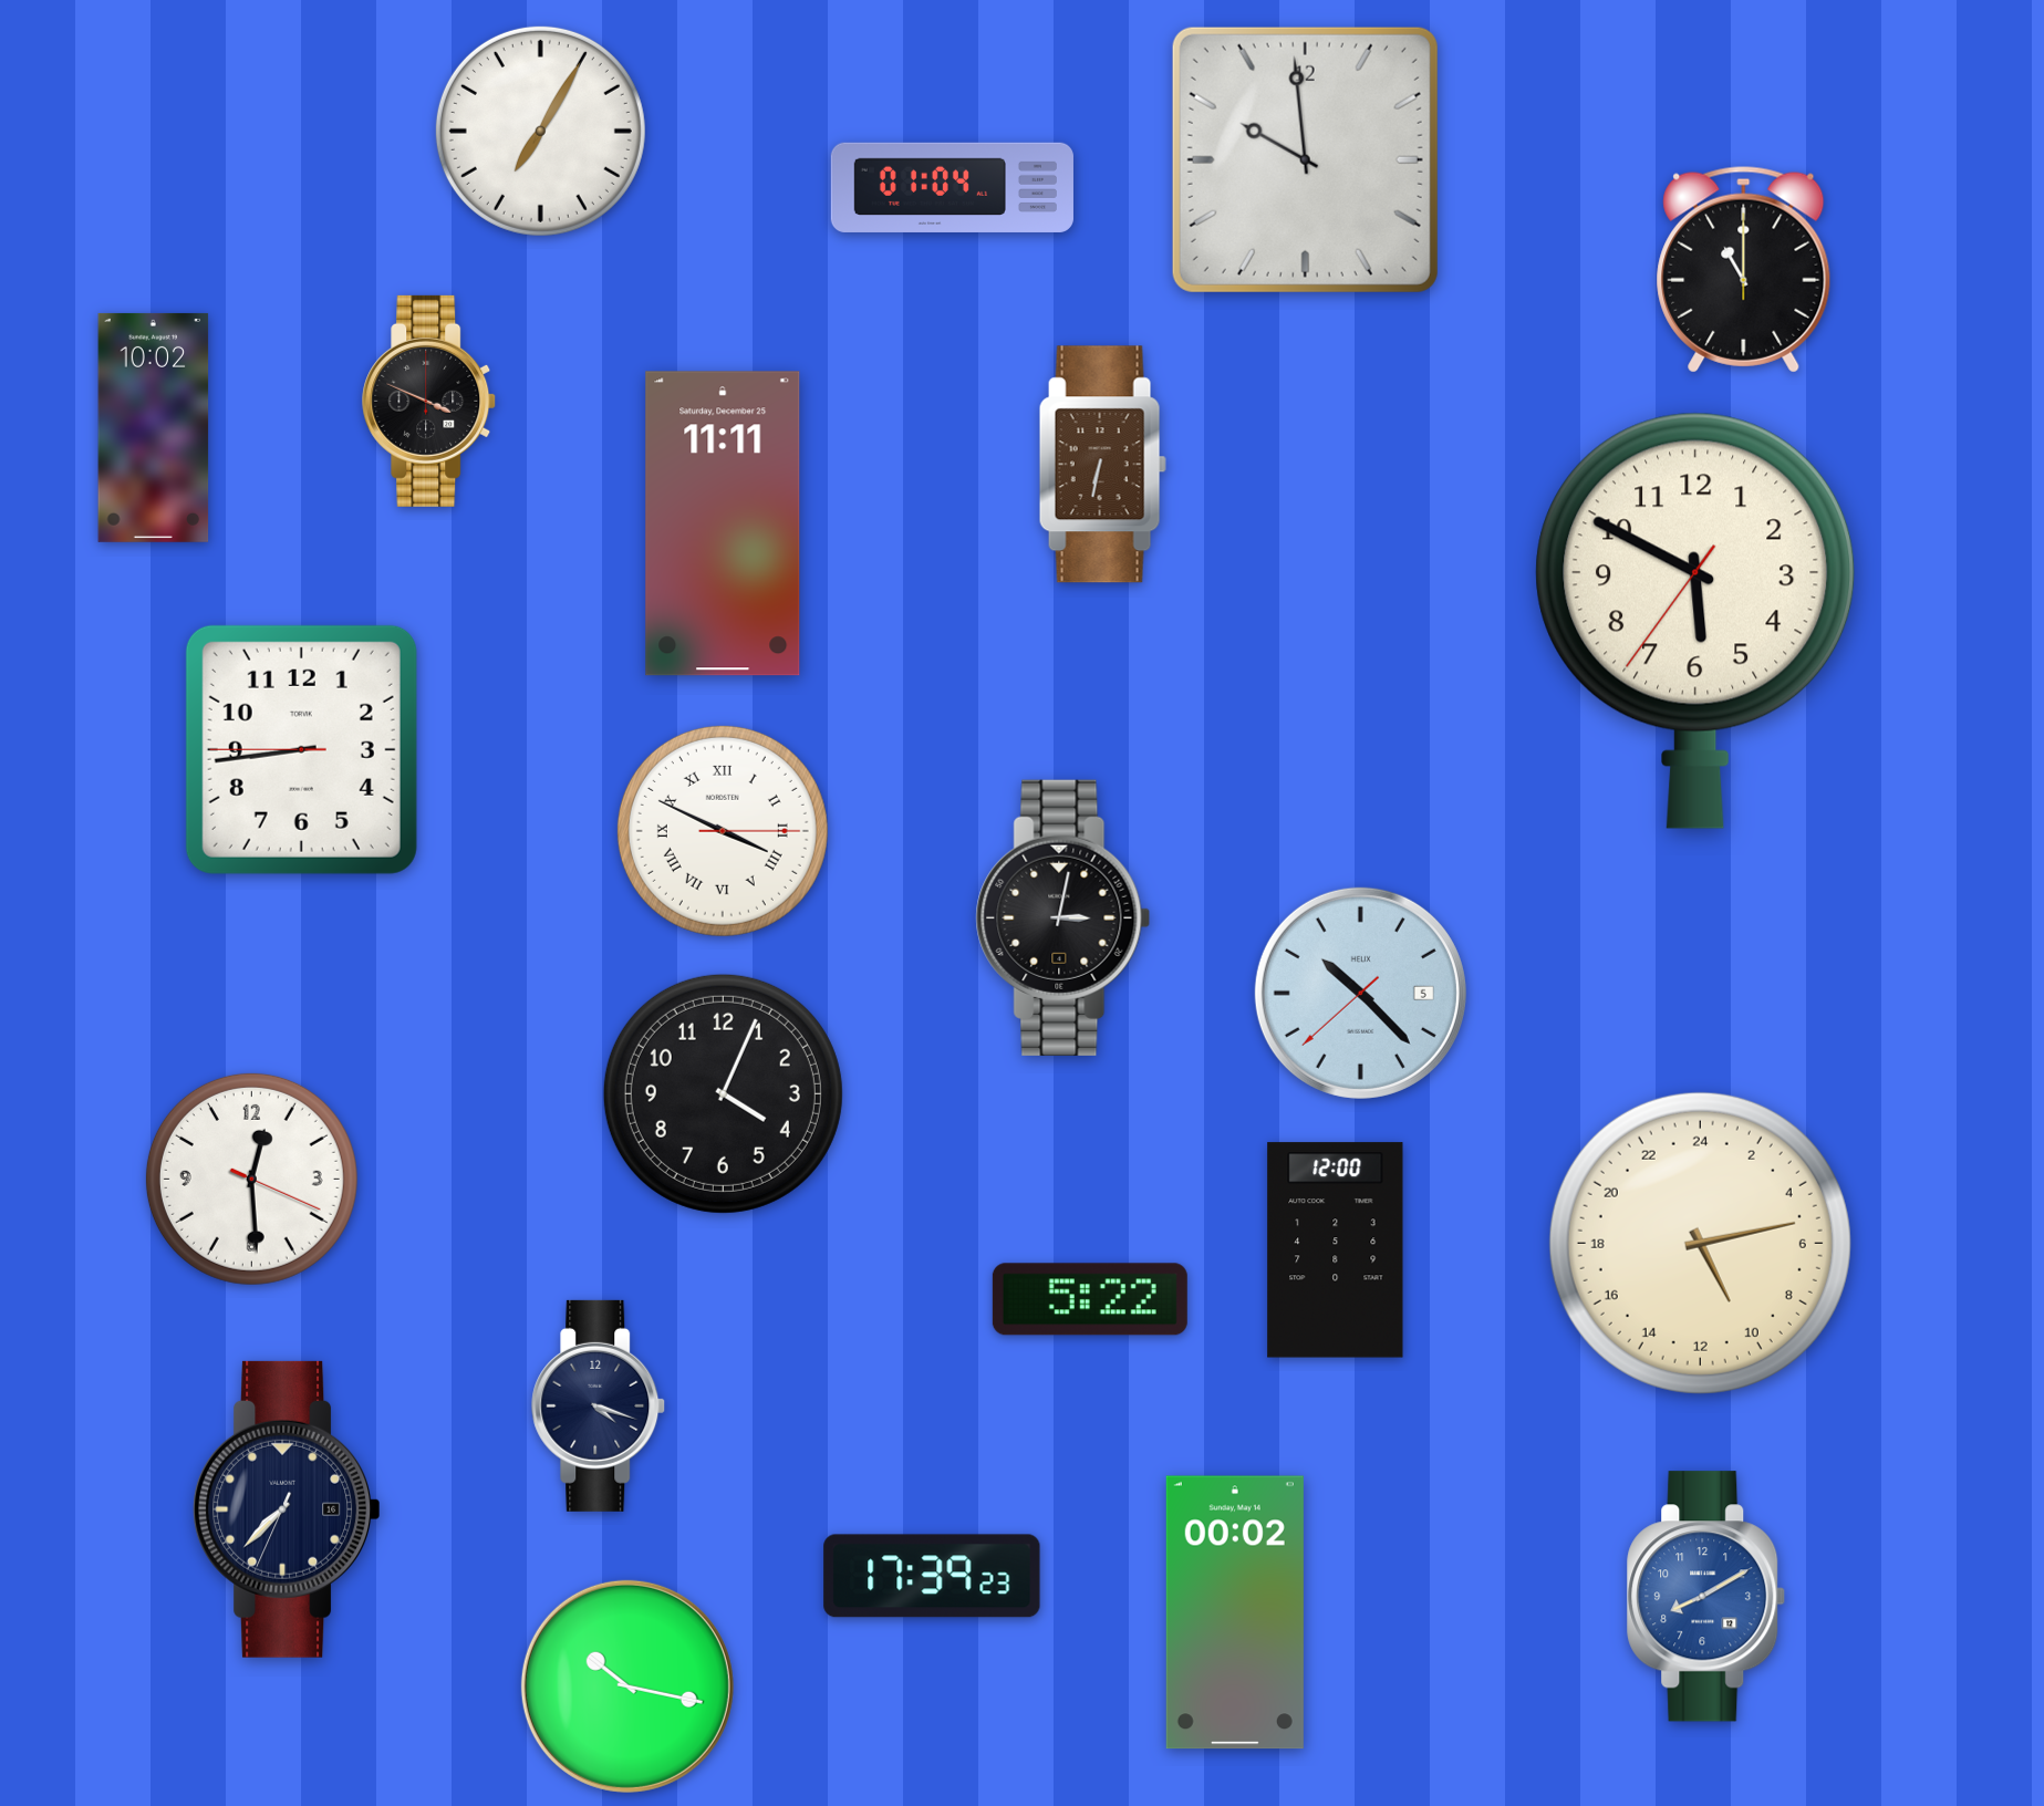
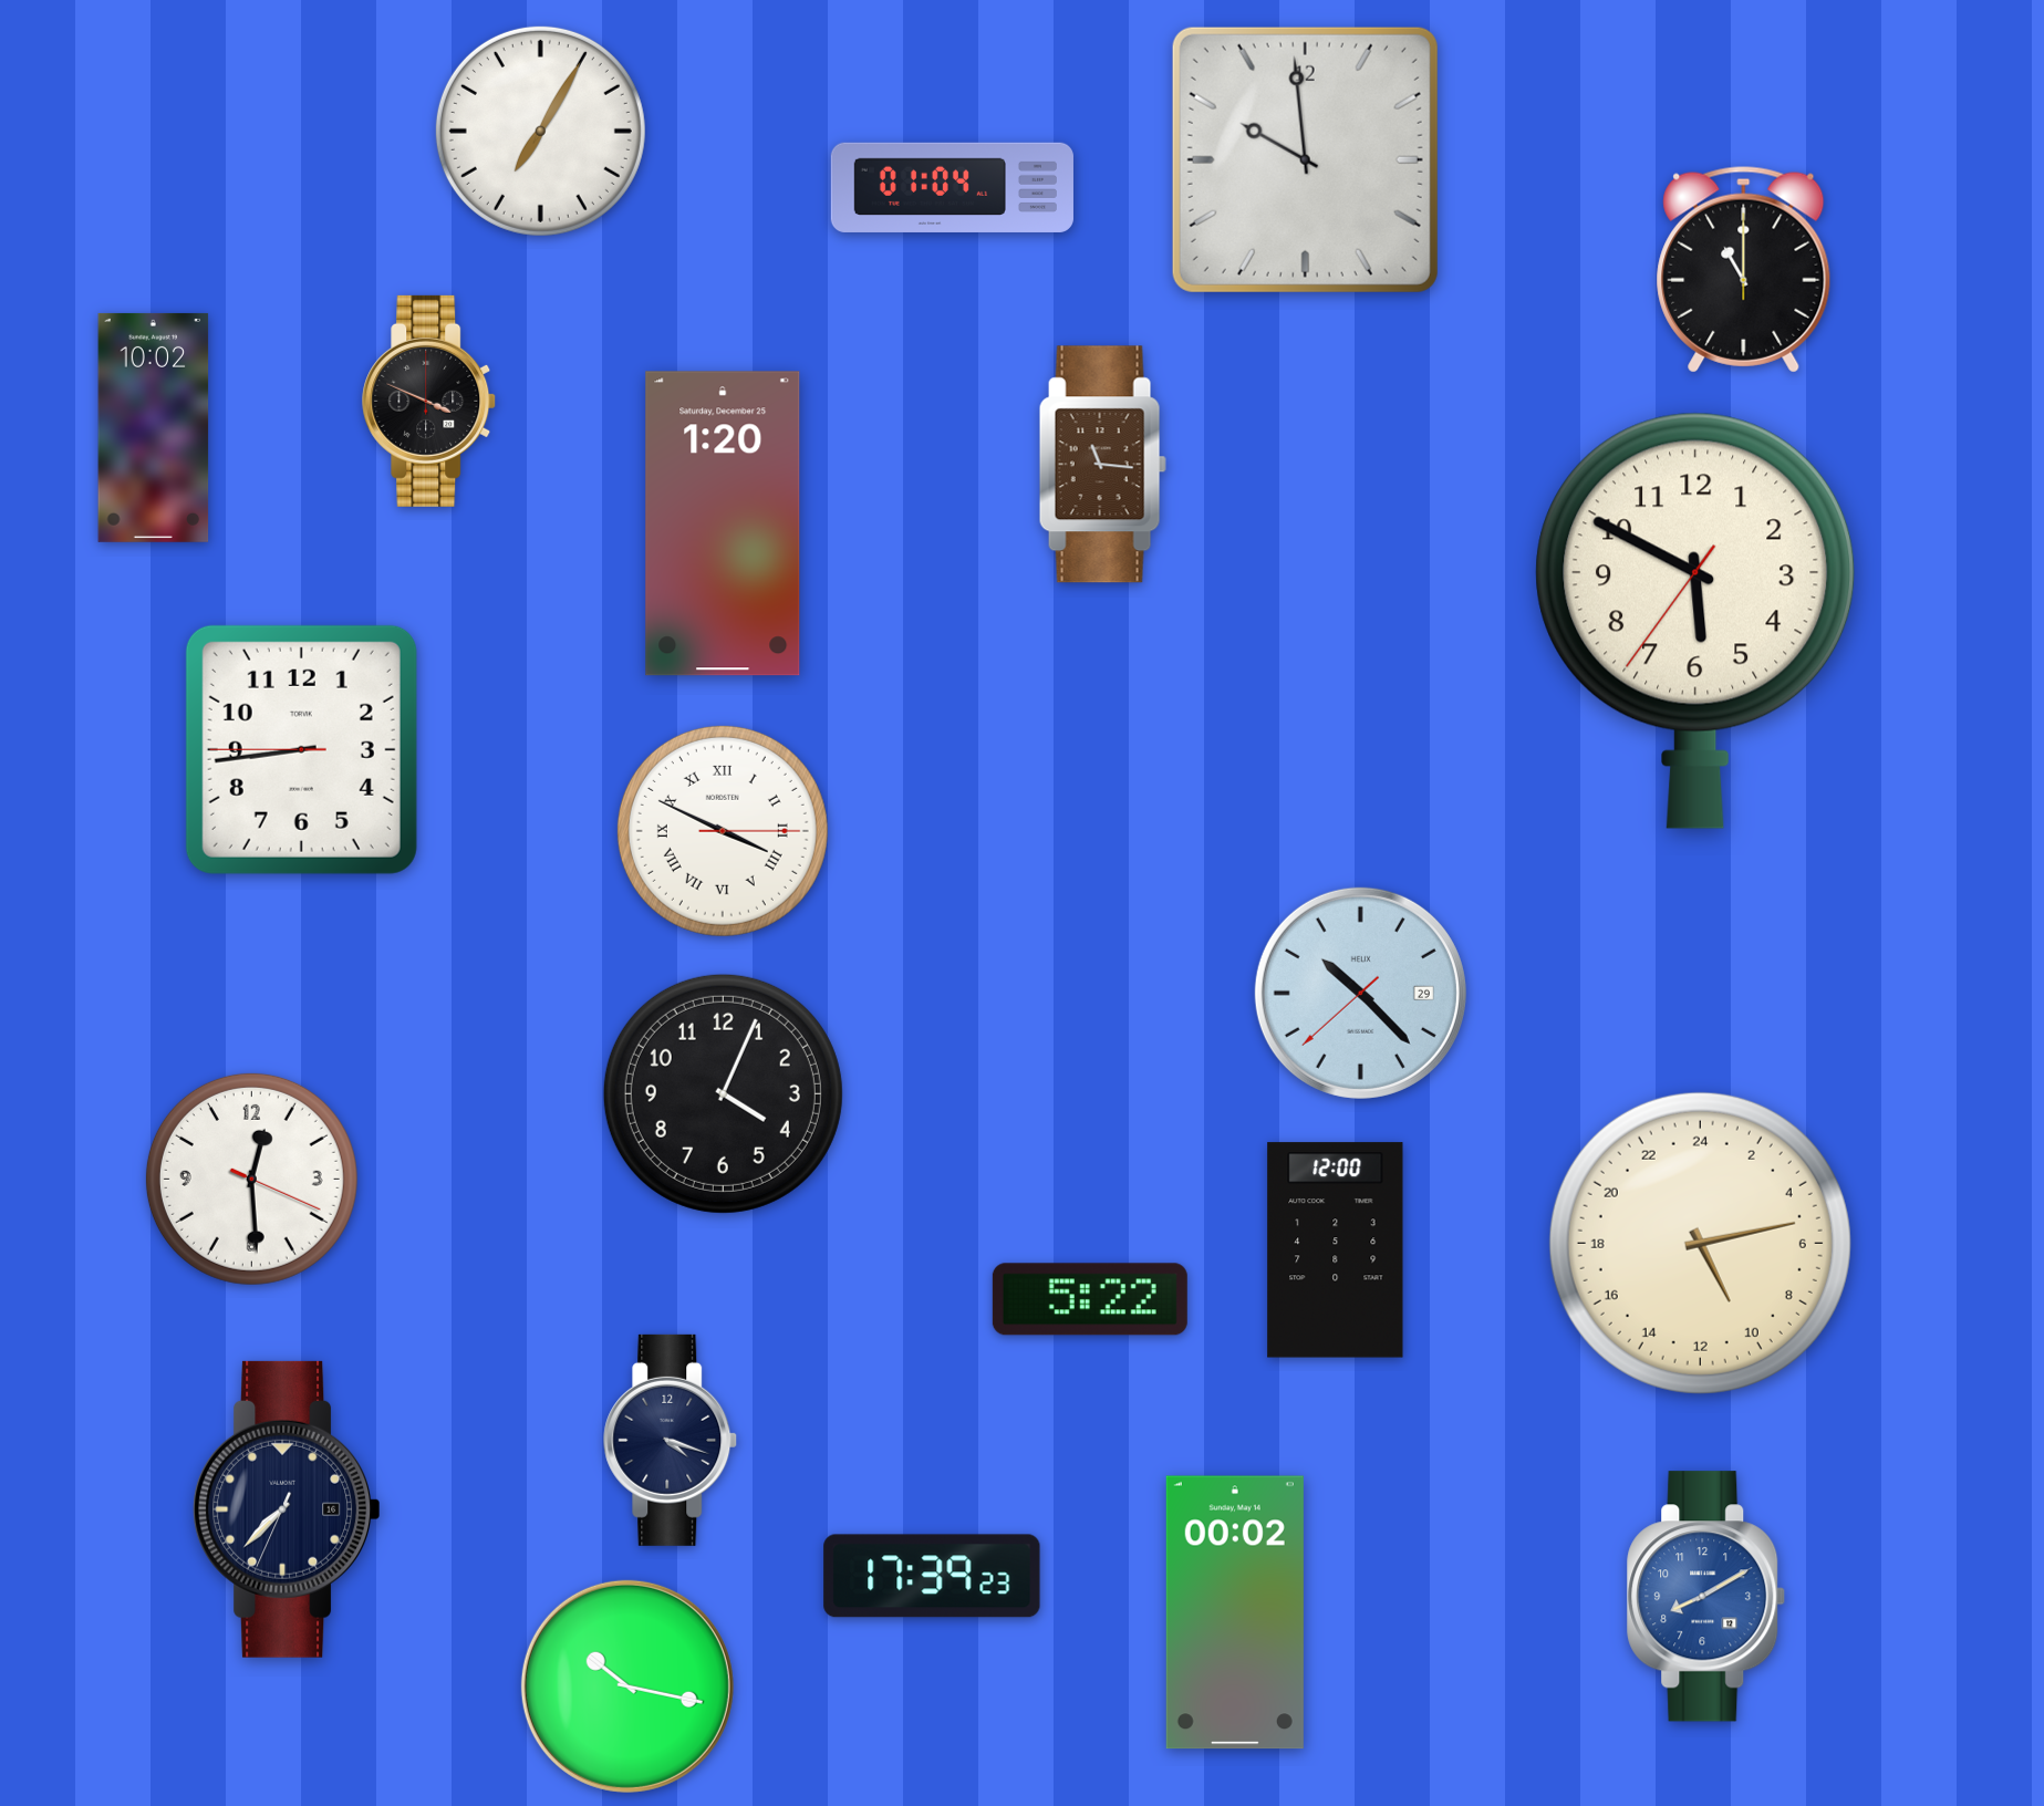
clock at (1102, 465): 6:32 -> 11:16
clock at (723, 523): 11:11 -> 1:20
clock at (1063, 917): 3:02 -> none
clock at (1360, 993) date: 5 -> 29
clock at (599, 1405) position: (599, 1405) -> (671, 1440)
